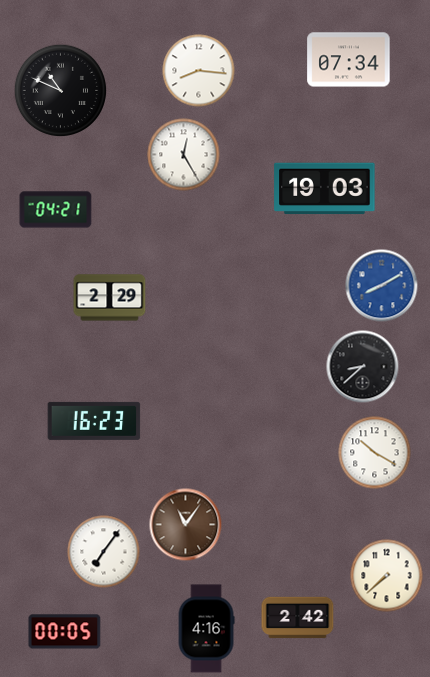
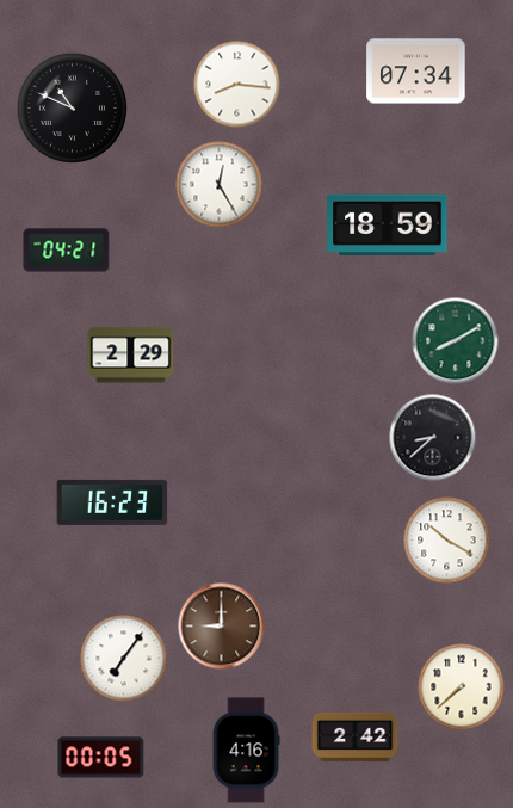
clock at (325, 189): 19:03 -> 18:59
clock at (382, 286) dial: blue -> green
clock at (186, 525): 11:06 -> 9:00
clock at (65, 632) position: (65, 632) -> (101, 758)
